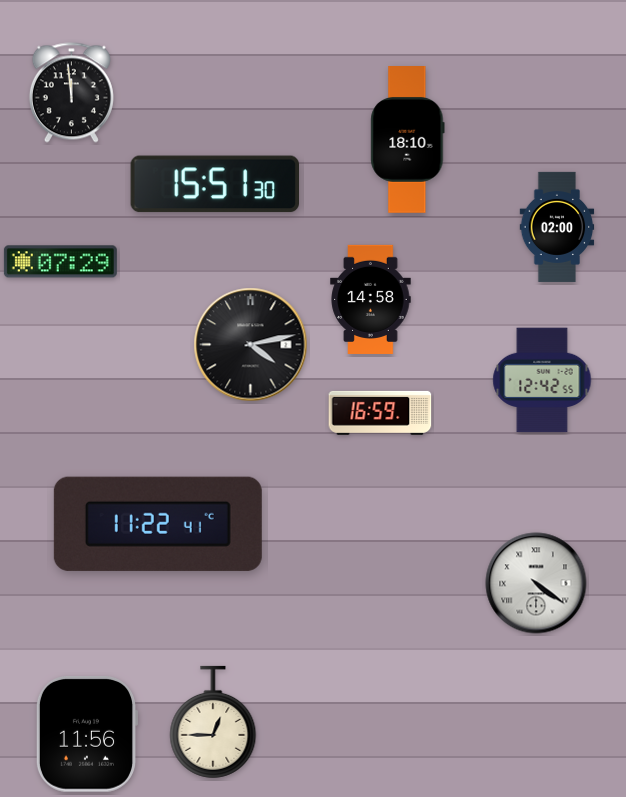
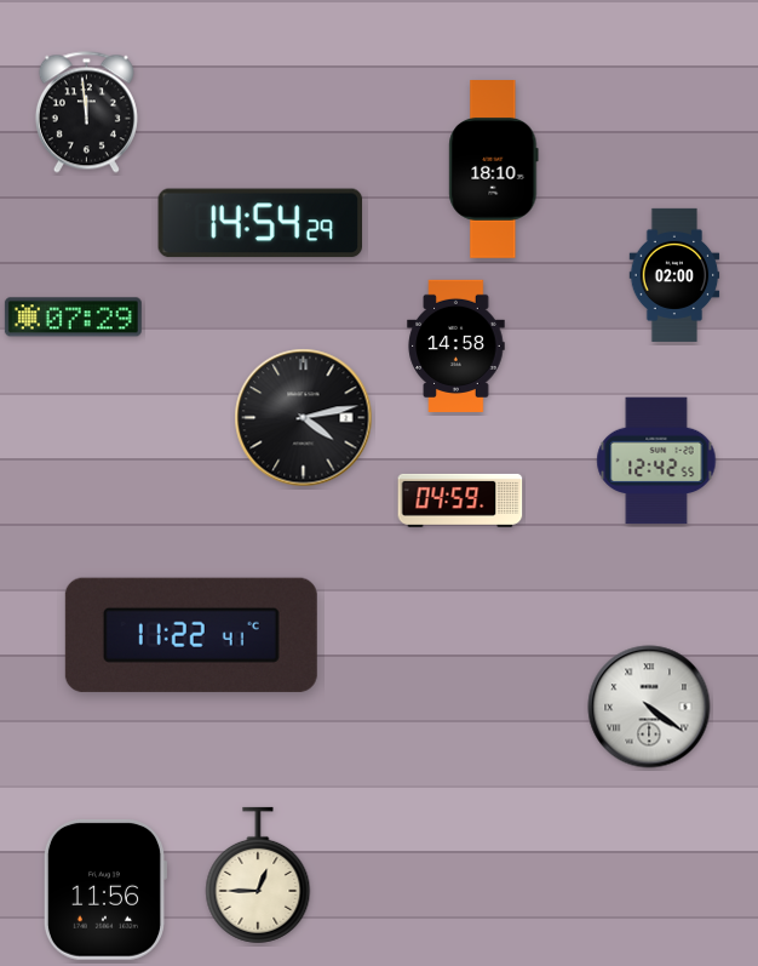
clock at (214, 184): 15:51 -> 14:54
clock at (371, 299) position: (371, 299) -> (456, 345)
clock at (380, 413): 16:59 -> 04:59
